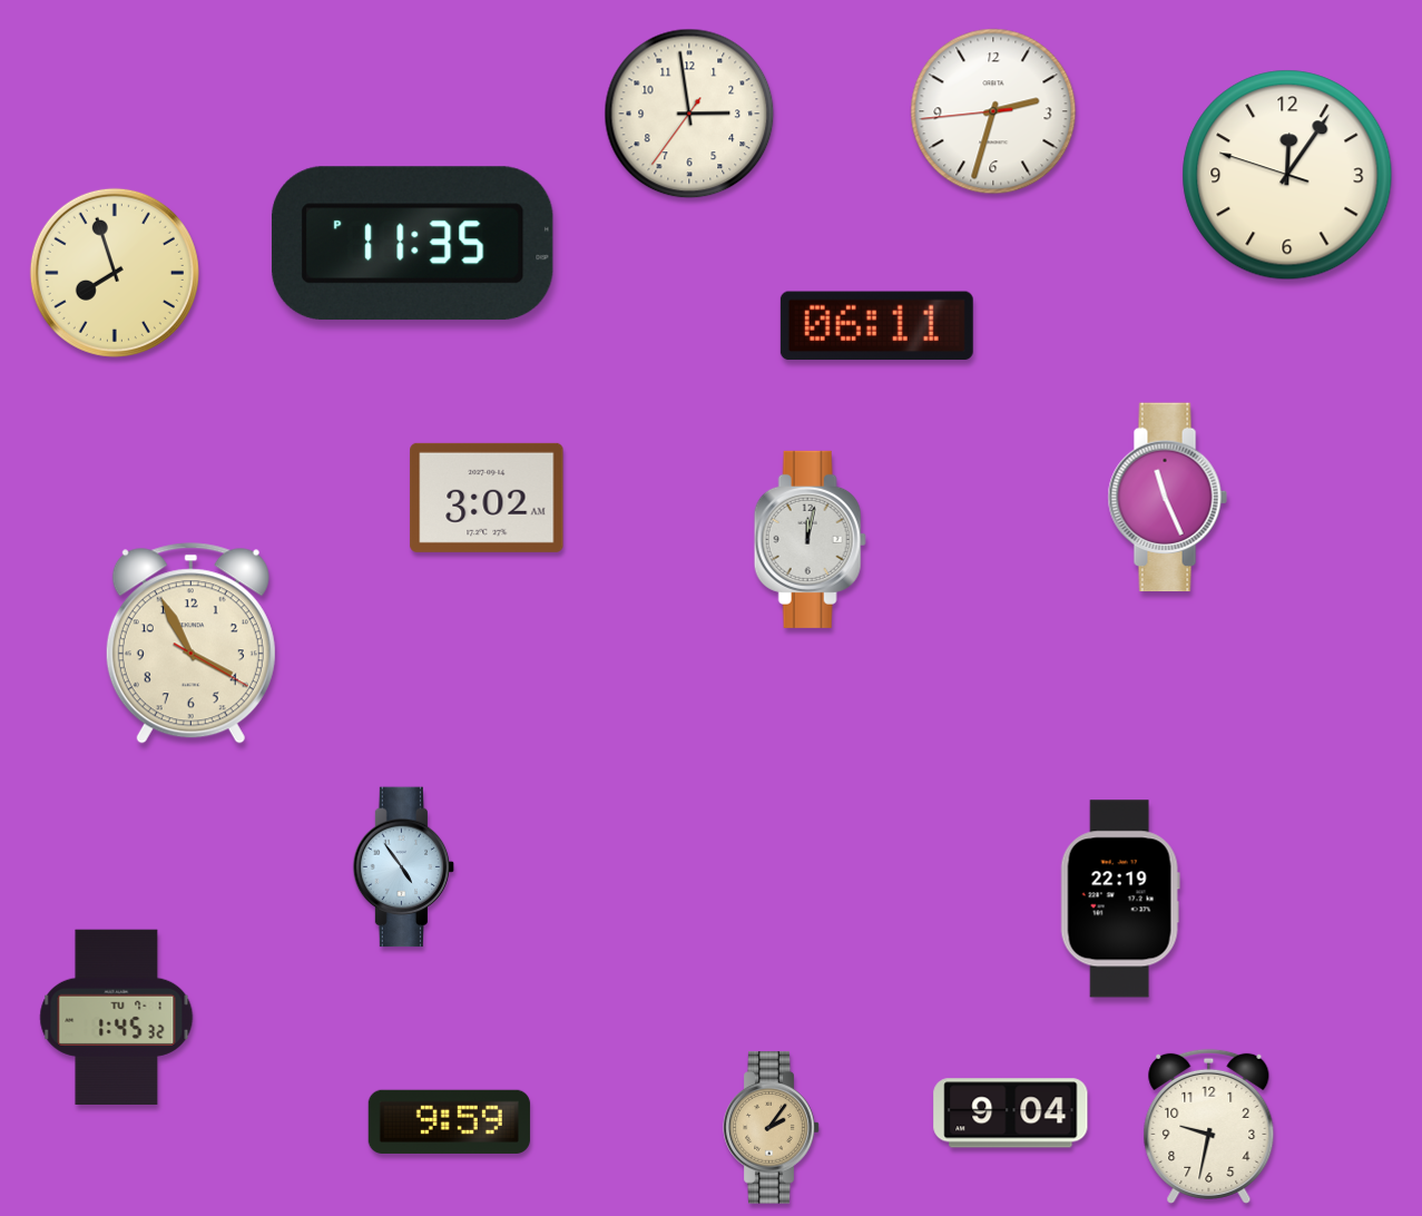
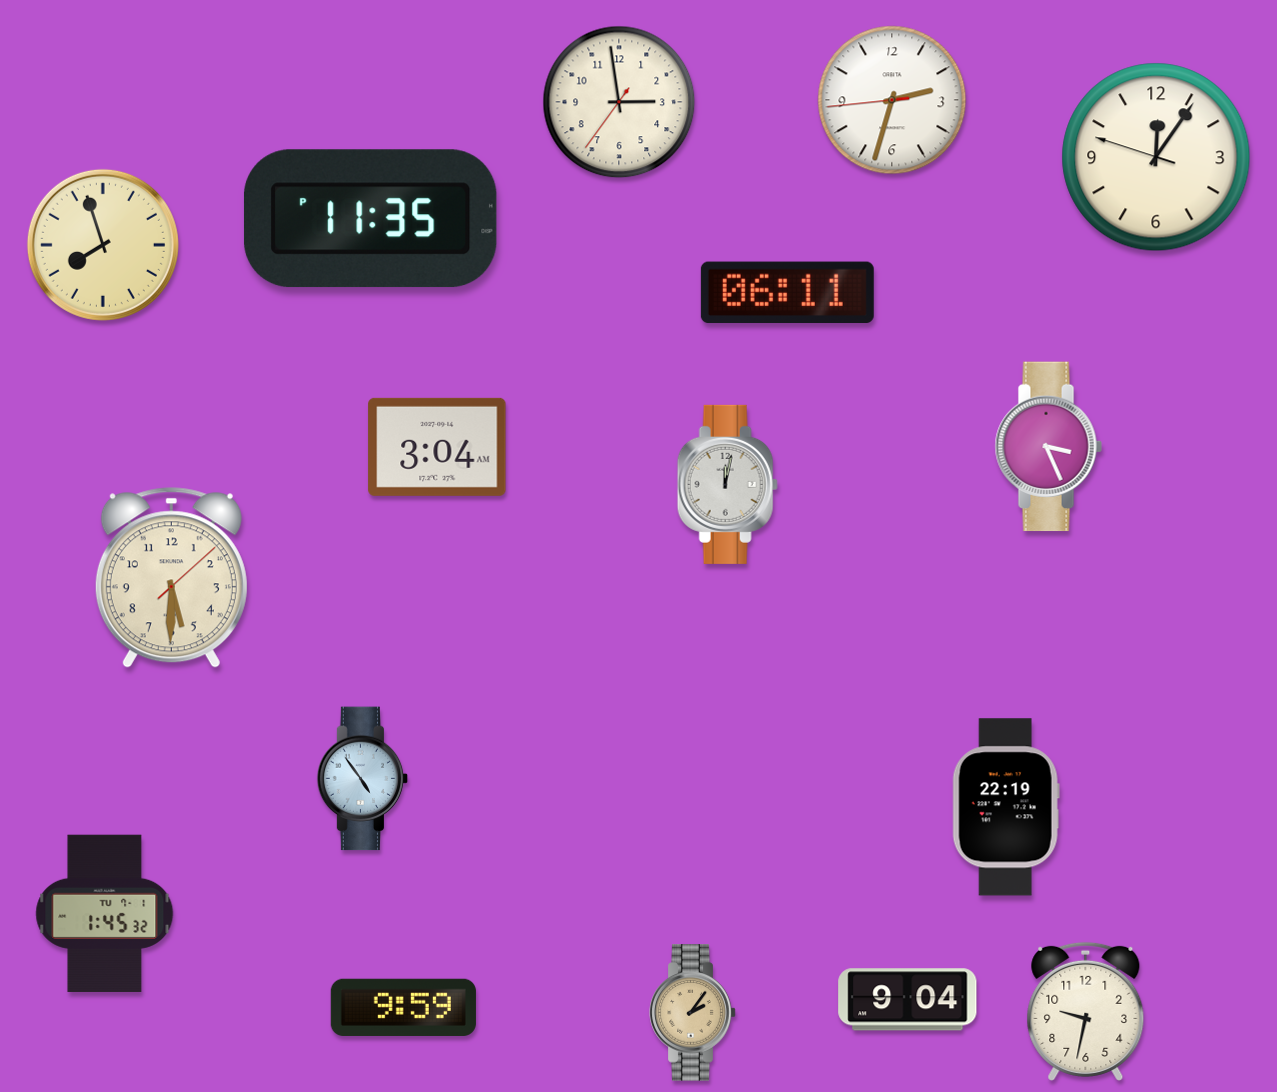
clock at (487, 498): 3:02 -> 3:04
clock at (1167, 498): 11:26 -> 3:26
clock at (190, 644): 3:55 -> 5:30
